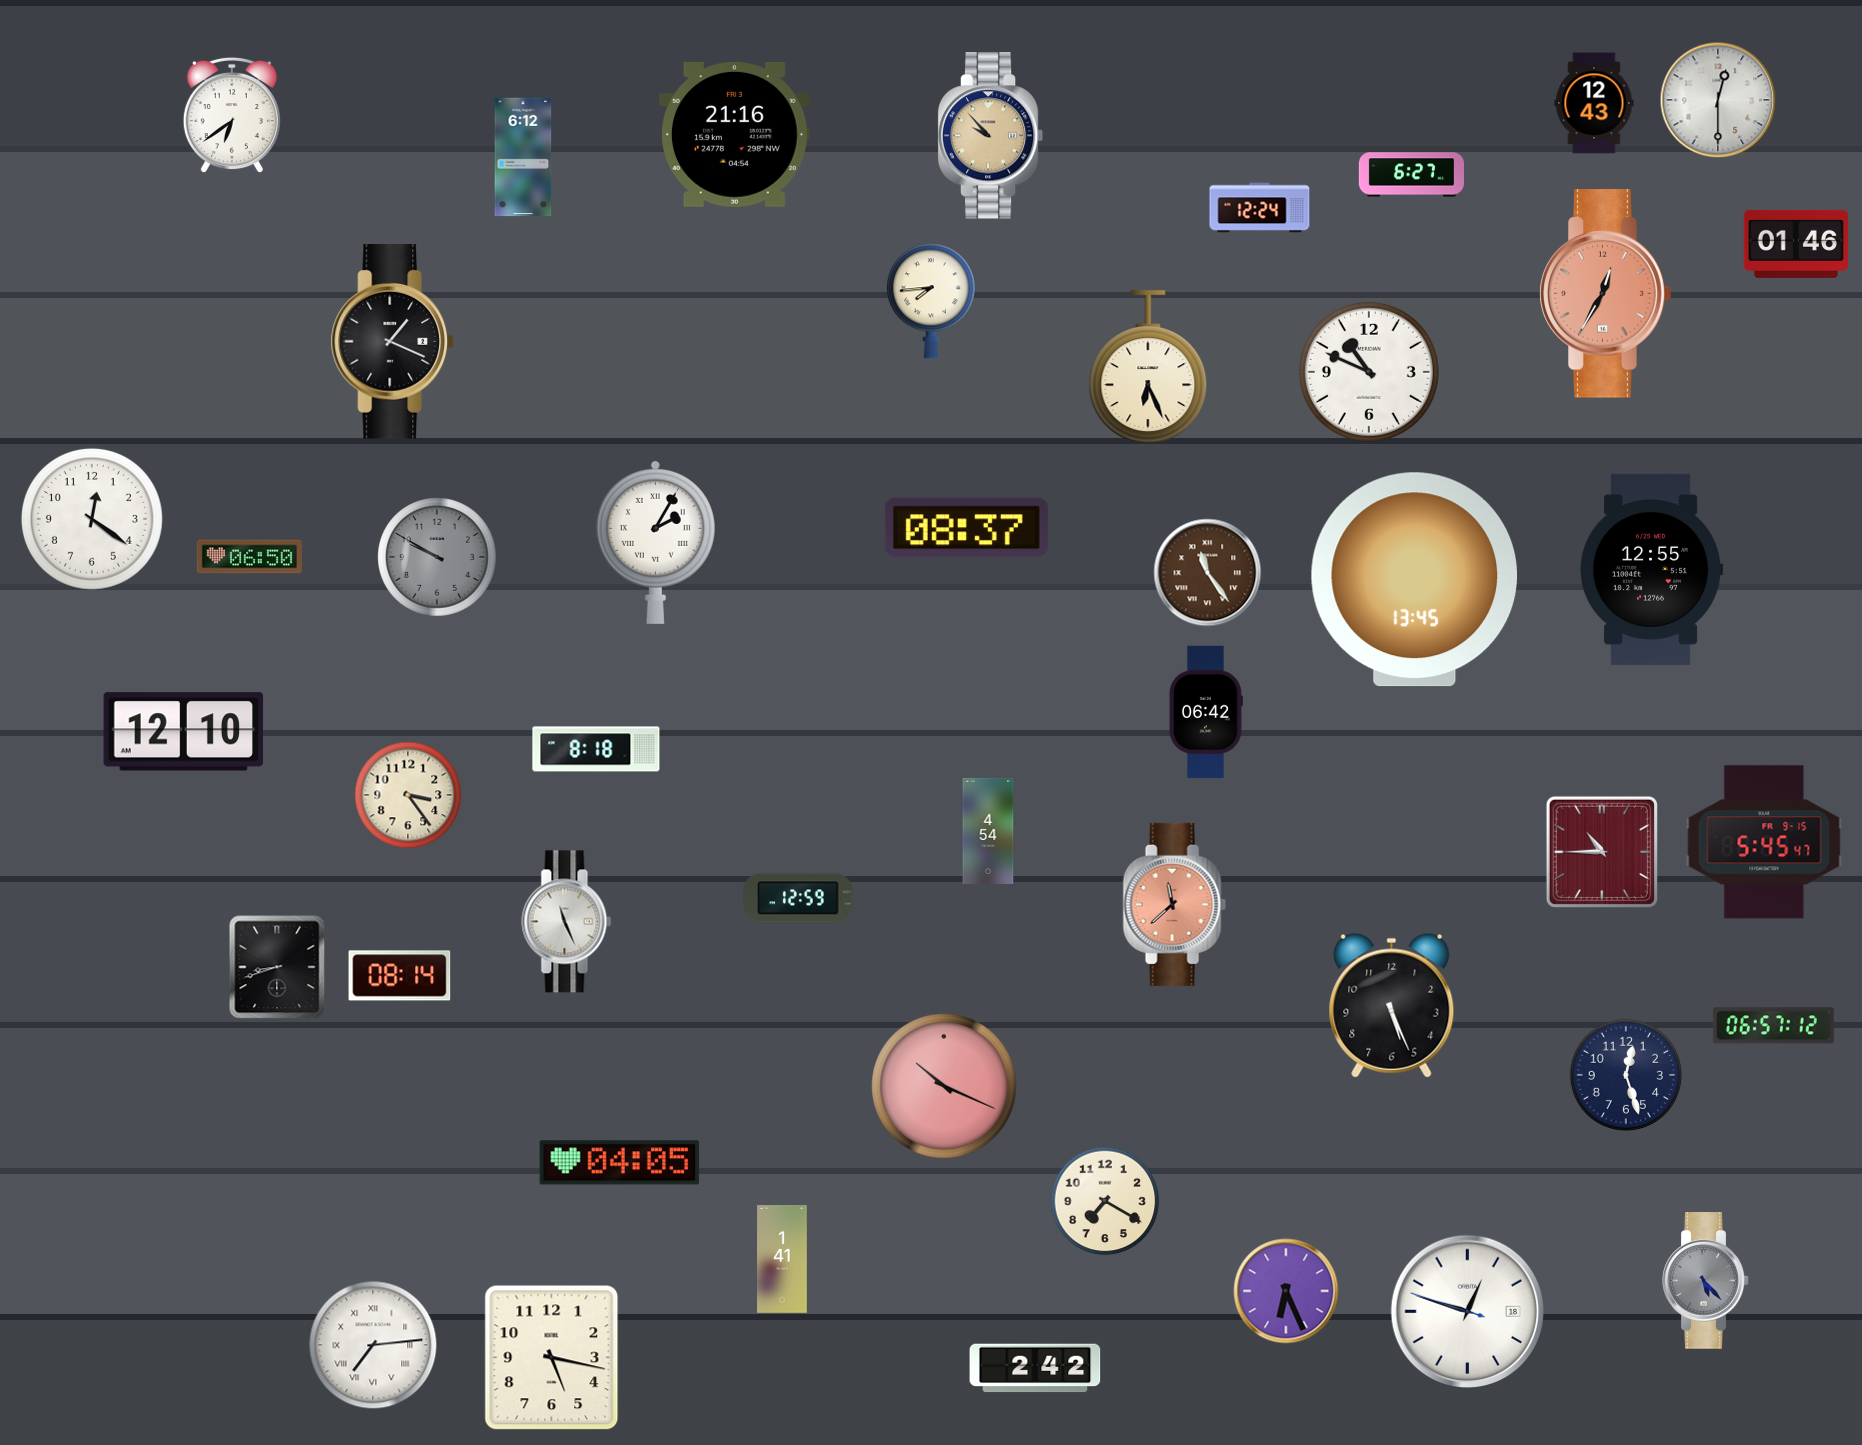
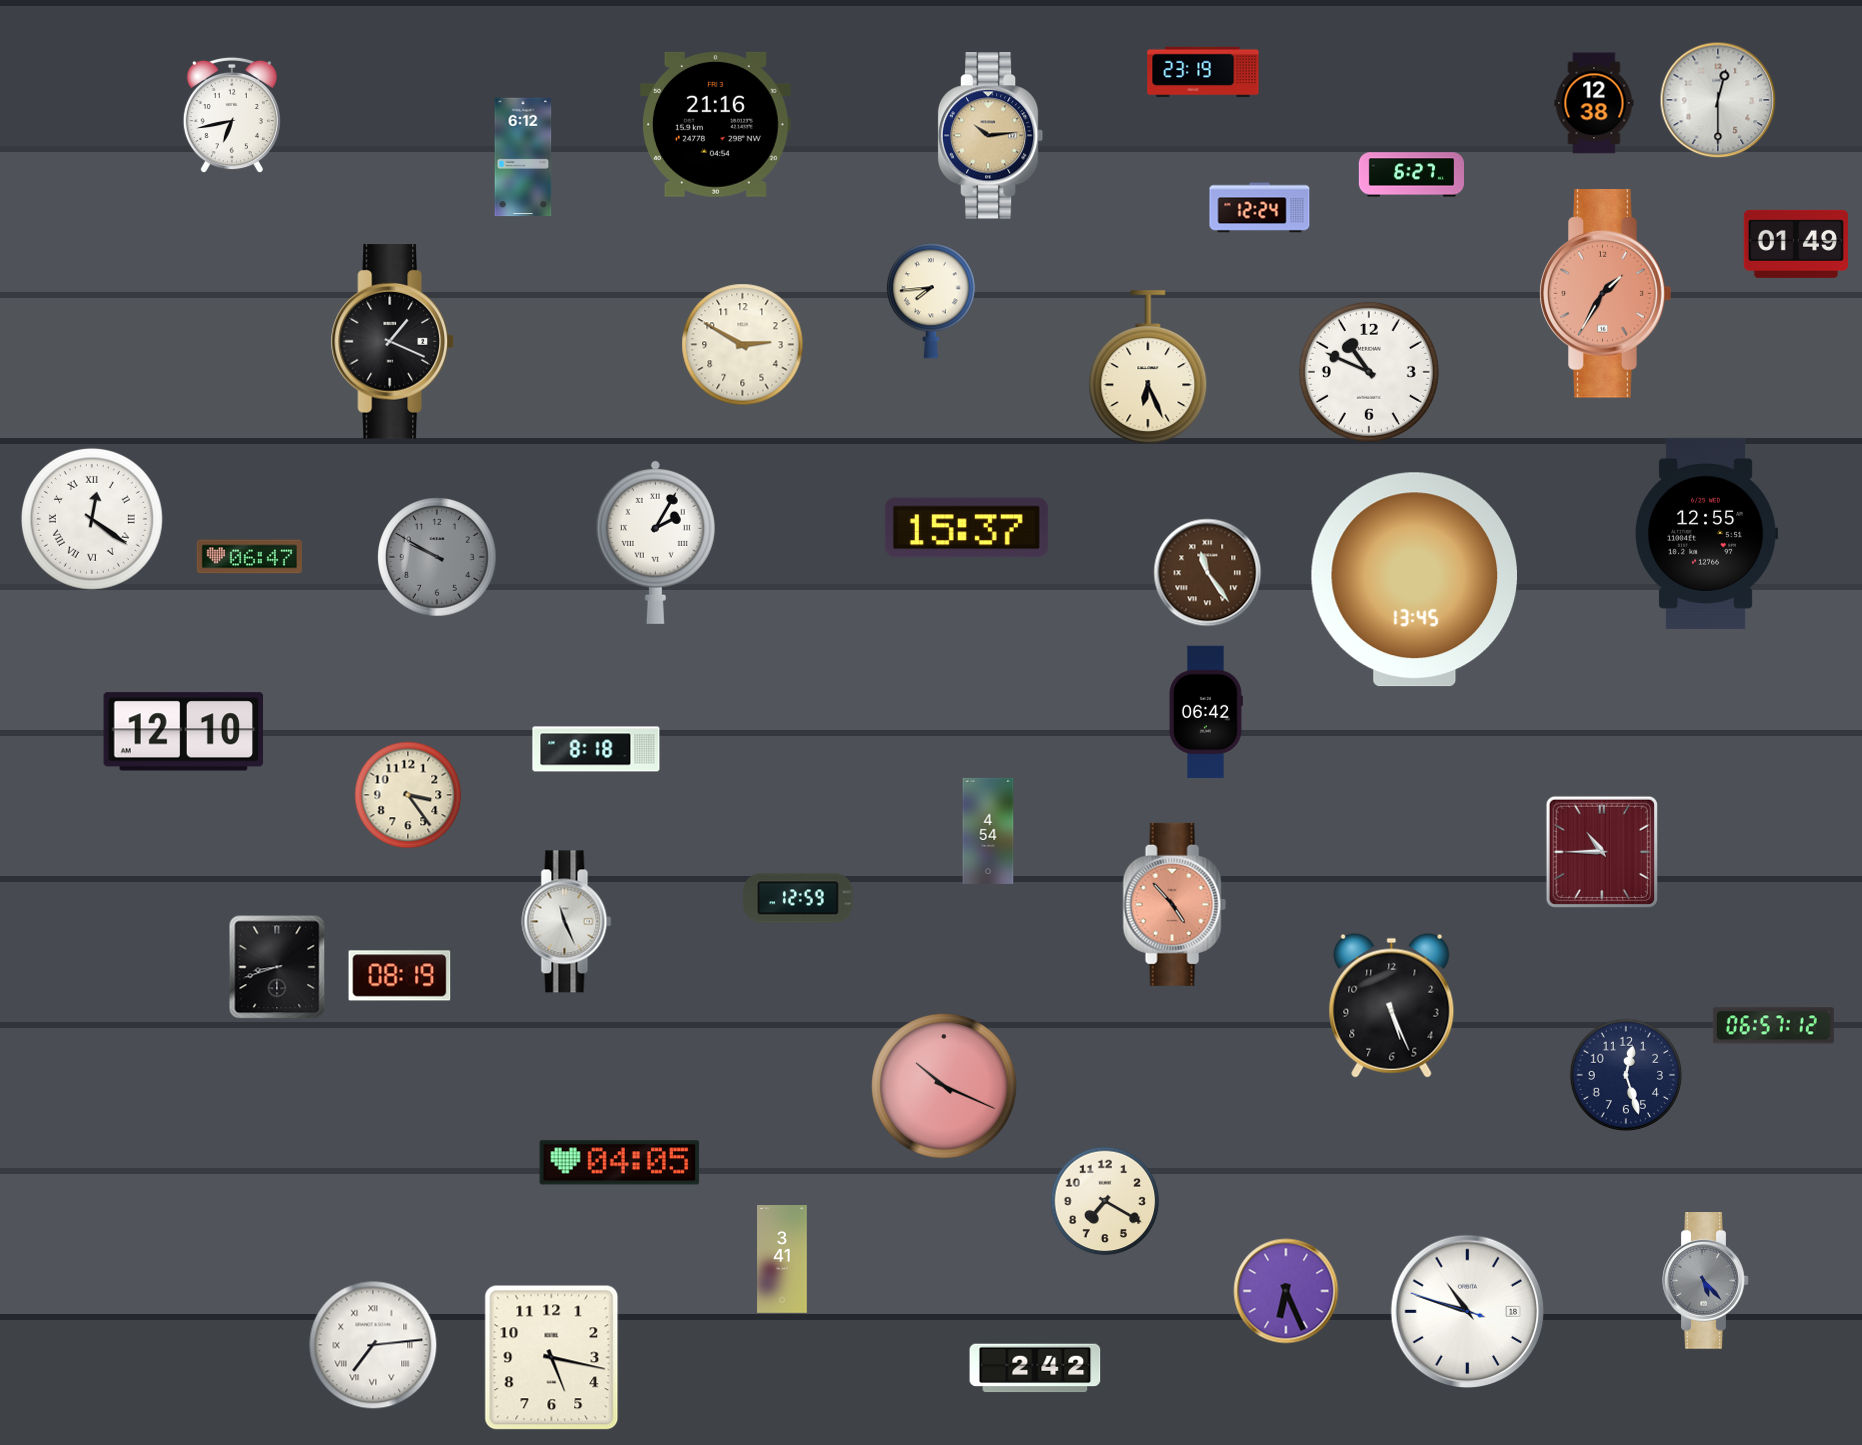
clock at (1203, 71): none -> 23:19
clock at (1594, 103): 12:43 -> 12:38
clock at (232, 115): 6:39 -> 6:43
clock at (734, 134) position: (734, 134) -> (715, 124)
clock at (991, 136): 9:53 -> 10:14
clock at (1795, 244): 01:46 -> 01:49
clock at (1606, 294): 12:35 -> 1:35
clock at (743, 345): none -> 2:50
clock at (92, 519) numerals: Arabic -> Roman
clock at (966, 528): 08:37 -> 15:37
clock at (249, 557): 06:50 -> 06:47
clock at (1651, 569) position: (1651, 569) -> (1706, 533)
clock at (1764, 842): 5:45 -> none
clock at (1174, 904): 11:38 -> 4:53
clock at (400, 976): 08:14 -> 08:19
clock at (782, 1259): 1:41 -> 3:41
clock at (1468, 1312): 12:47 -> 10:47
